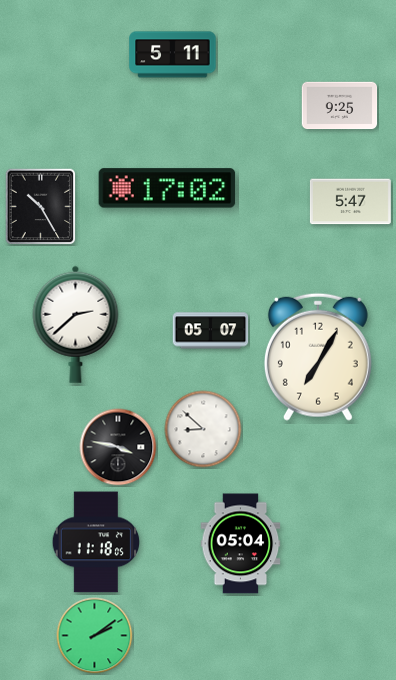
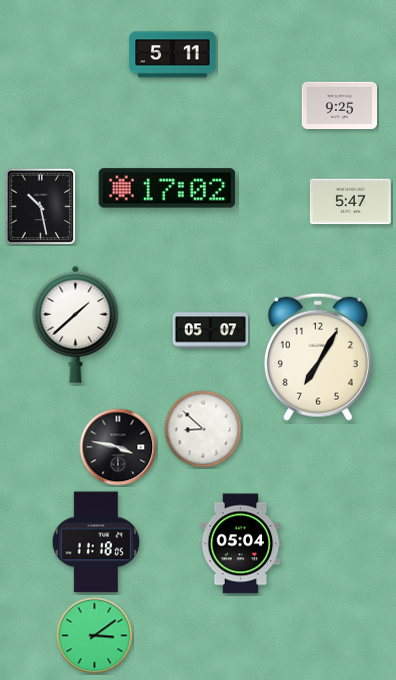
clock at (41, 207): 10:25 -> 10:28
clock at (76, 324): 2:38 -> 1:38
clock at (95, 636): 2:09 -> 3:09
